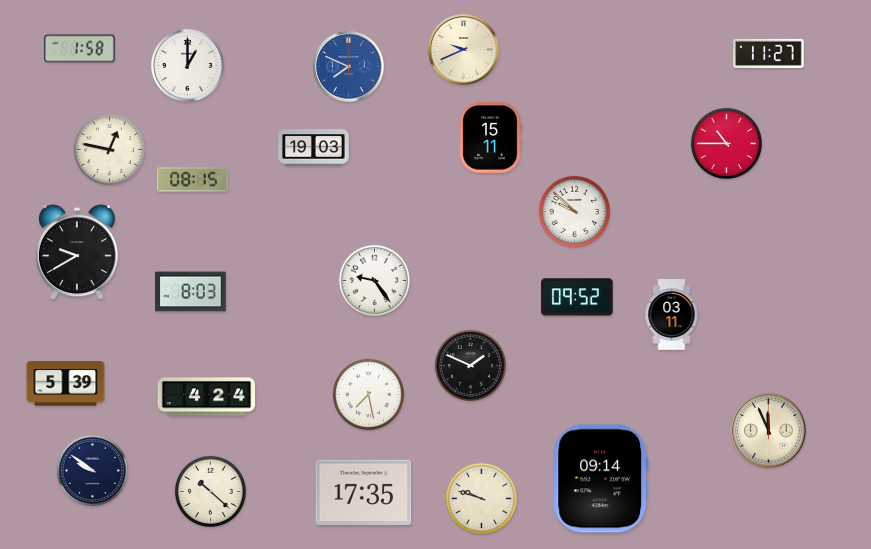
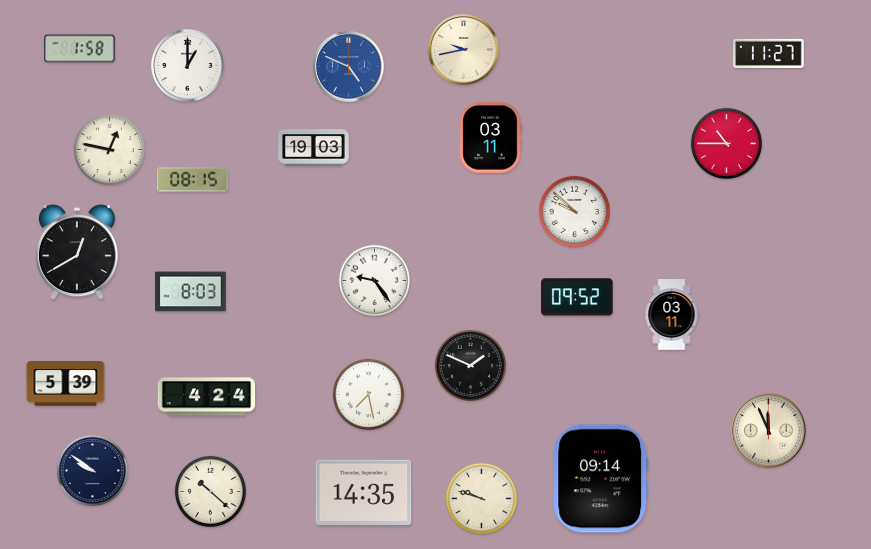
clock at (464, 50): 9:41 -> 9:43
clock at (349, 67): 7:49 -> 4:49
clock at (490, 138): 15:11 -> 03:11
clock at (77, 253): 9:40 -> 12:40
clock at (364, 492): 17:35 -> 14:35
